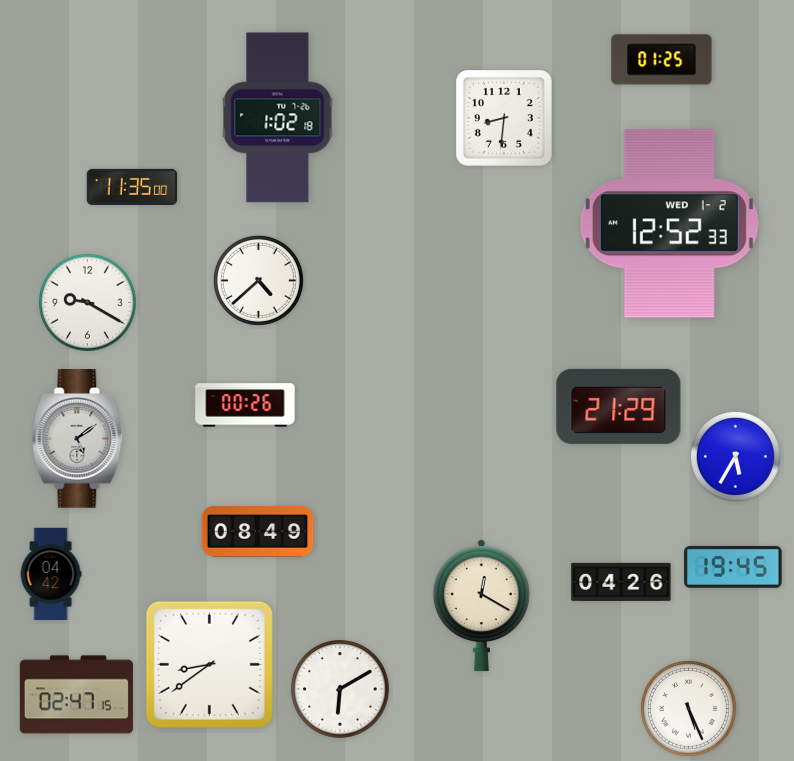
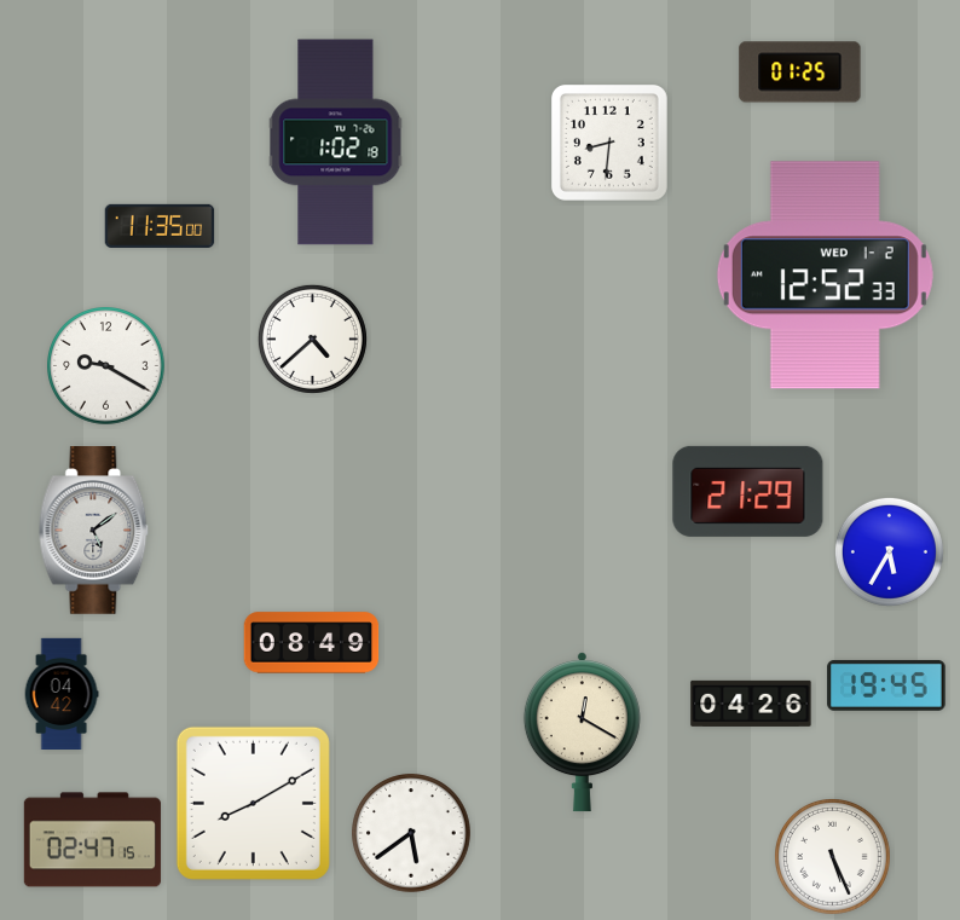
clock at (669, 224) position: (669, 224) -> (825, 276)
clock at (245, 405): 00:26 -> none
clock at (209, 664): 8:39 -> 8:10
clock at (340, 689): 6:10 -> 5:39
